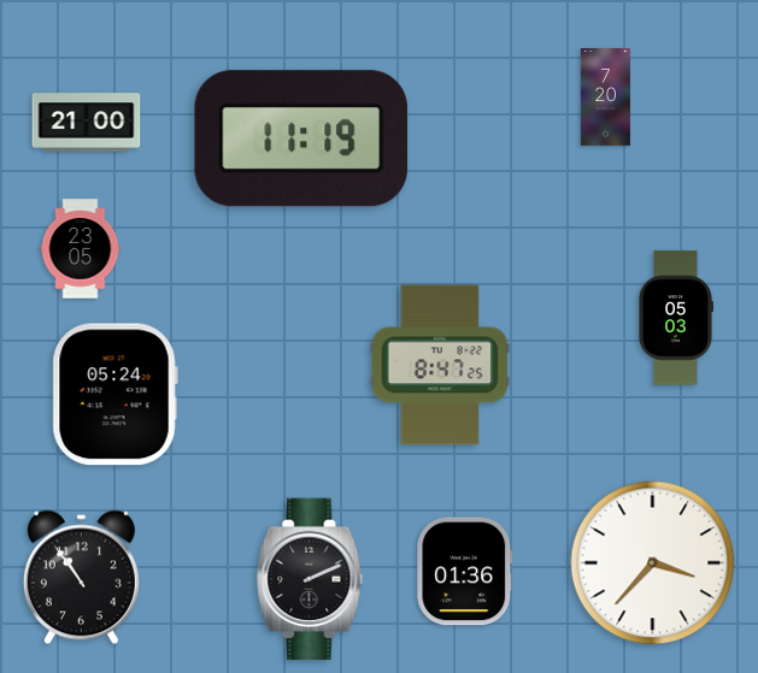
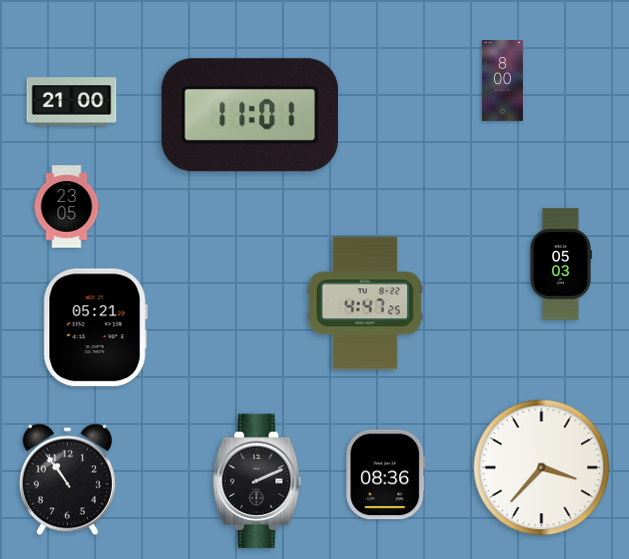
clock at (605, 98): 7:20 -> 8:00
clock at (300, 138): 11:19 -> 11:01
clock at (440, 365): 8:47 -> 4:47
clock at (114, 395): 05:24 -> 05:21
clock at (465, 572): 01:36 -> 08:36
